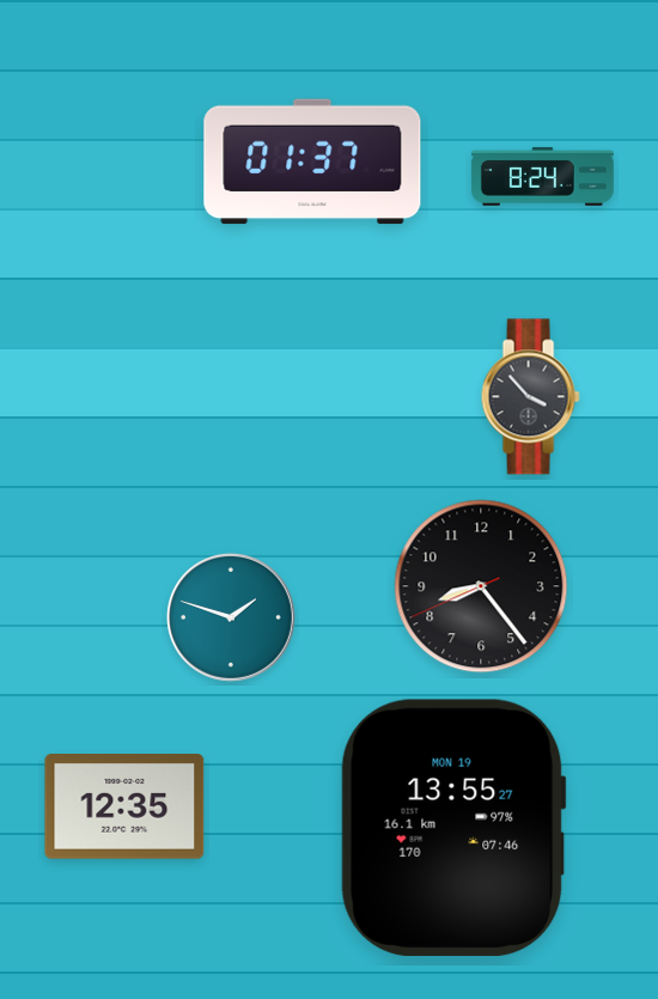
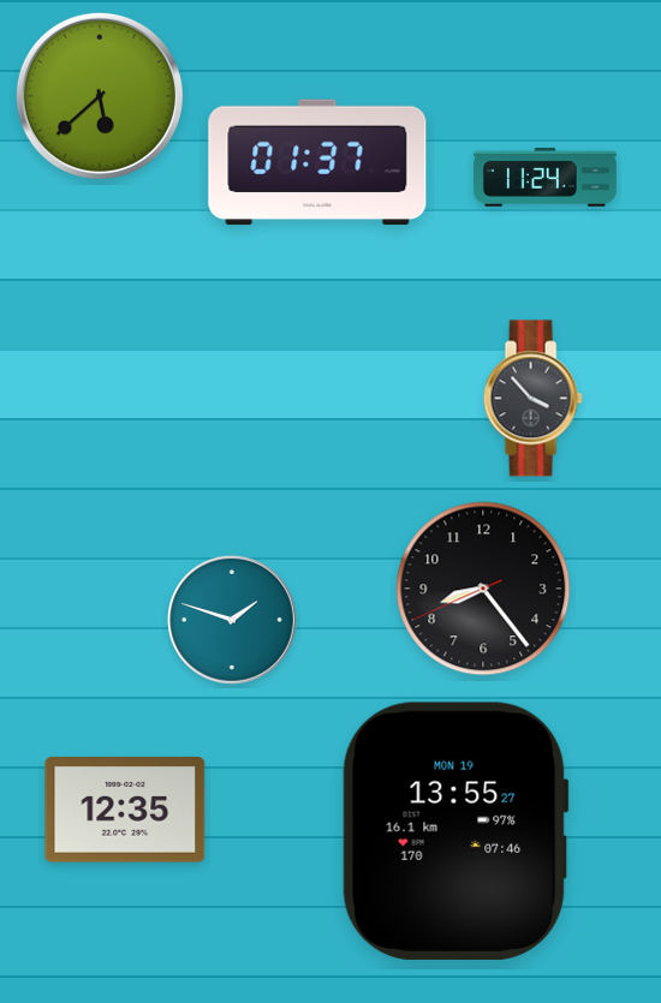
clock at (100, 96): none -> 5:38
clock at (312, 162) position: (312, 162) -> (317, 162)
clock at (542, 177): 8:24 -> 11:24
